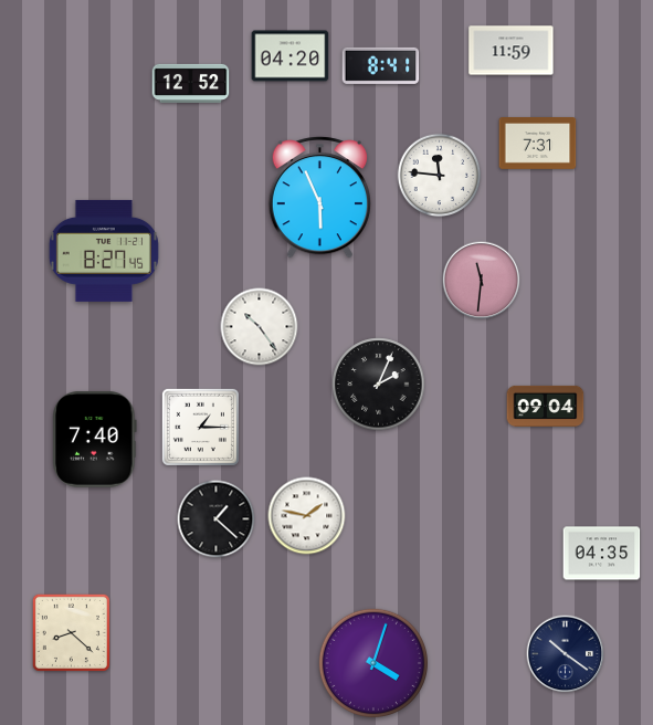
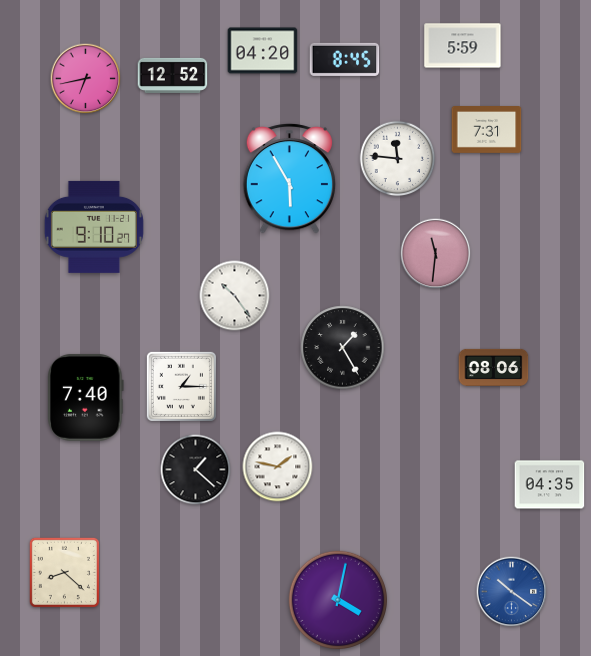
clock at (512, 51): 11:59 -> 5:59
clock at (381, 65): 8:41 -> 8:45
clock at (86, 79): none -> 6:43
clock at (319, 198): 5:56 -> 5:55
clock at (104, 251): 8:27 -> 9:10
clock at (379, 385): 2:04 -> 1:25
clock at (546, 406): 09:04 -> 08:06
clock at (602, 554) position: (602, 554) -> (550, 485)
clock at (566, 654) dial: navy -> blue
clock at (372, 662): 4:03 -> 4:02
